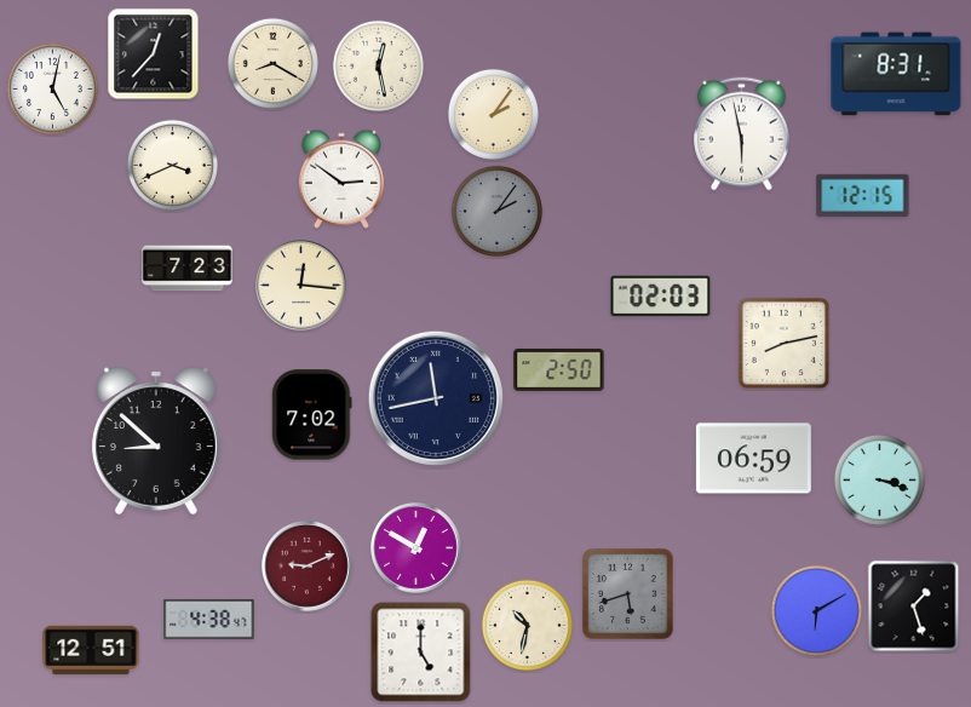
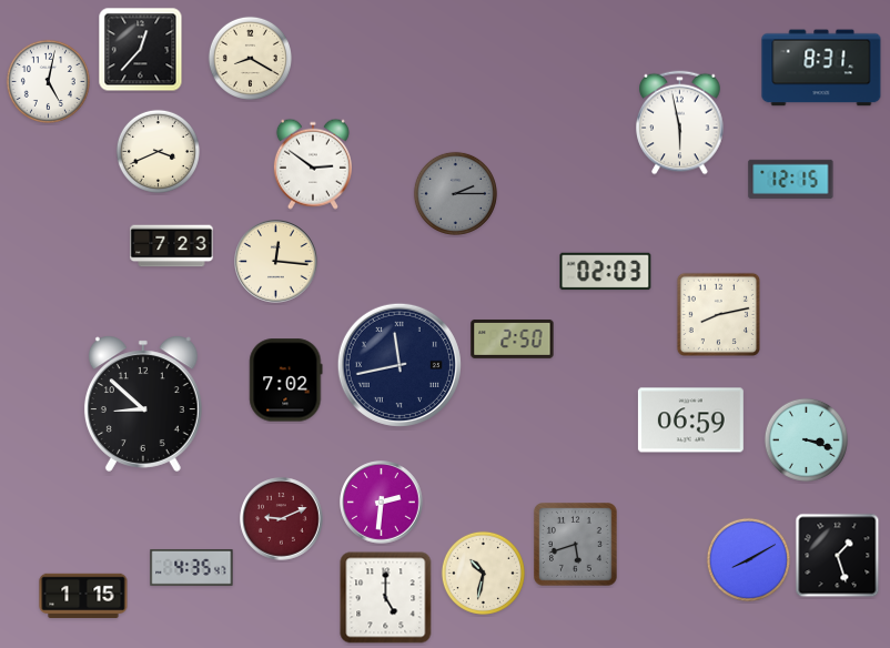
clock at (378, 65): 12:28 -> none
clock at (493, 114): 2:06 -> none
clock at (496, 211): 2:06 -> 2:15
clock at (416, 548): 12:50 -> 2:31
clock at (816, 610): 6:10 -> 8:10
clock at (209, 619): 4:38 -> 4:35
clock at (91, 650): 12:51 -> 1:15
